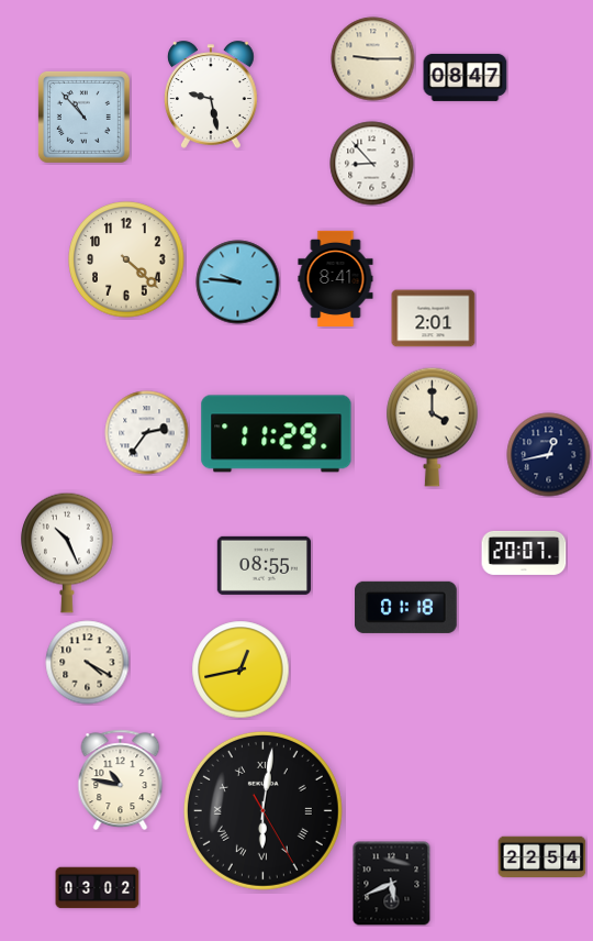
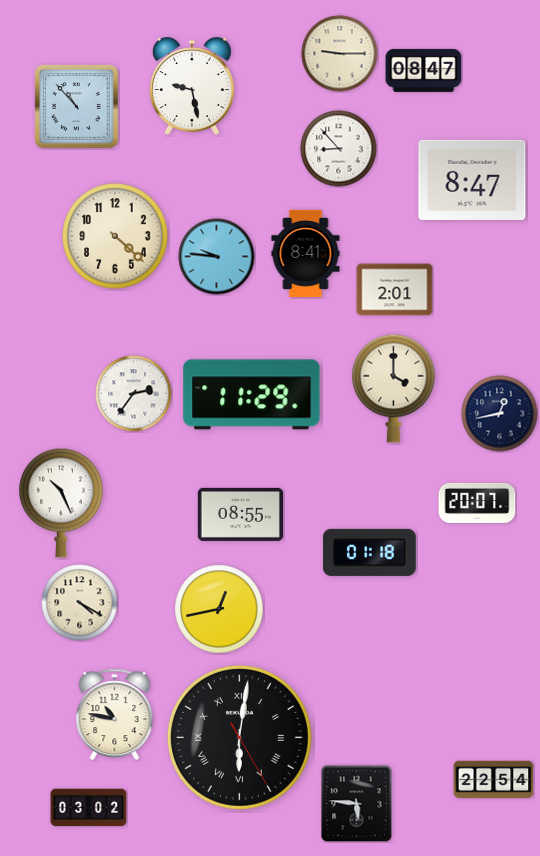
clock at (472, 180): none -> 8:47
clock at (121, 779) position: (121, 779) -> (115, 714)
clock at (392, 884): 5:41 -> 5:46
